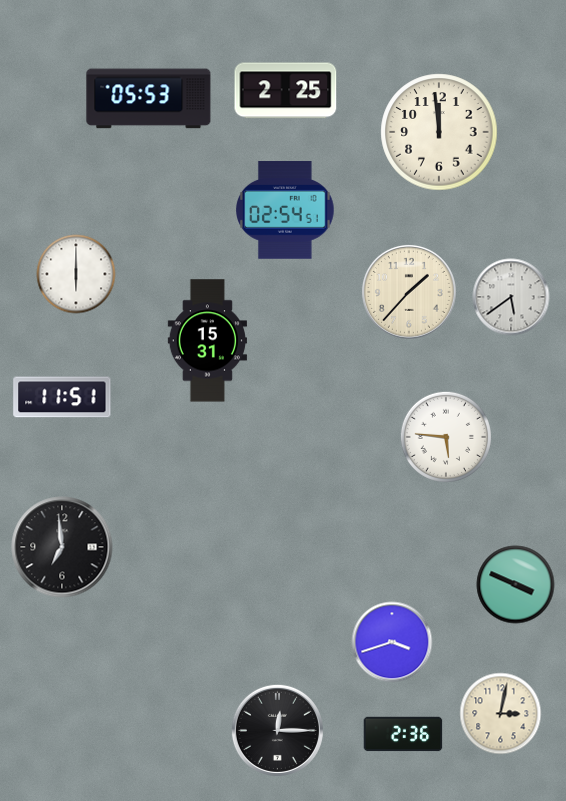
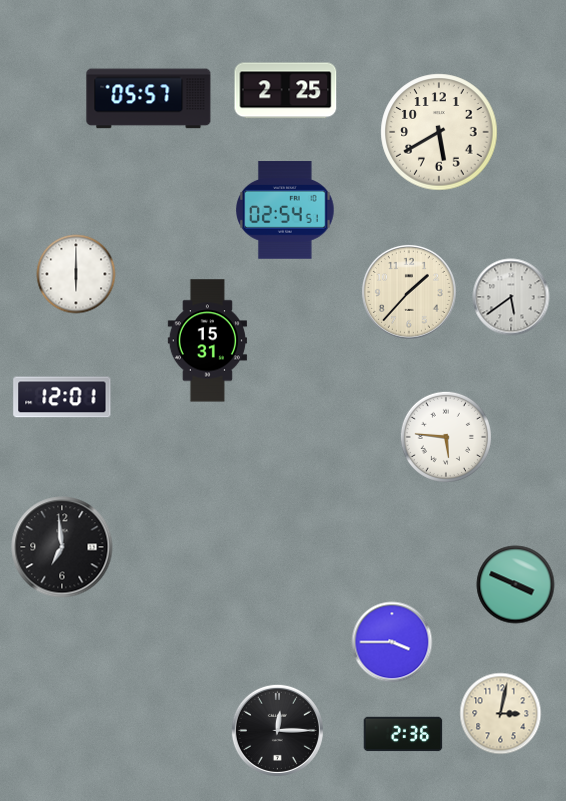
clock at (149, 99): 05:53 -> 05:57
clock at (439, 132): 11:59 -> 5:40
clock at (62, 397): 11:51 -> 12:01
clock at (392, 642): 3:42 -> 3:45
